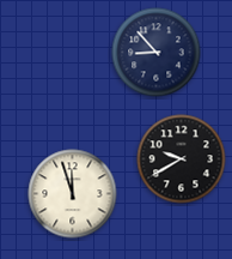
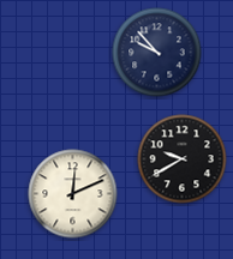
clock at (157, 53): 8:53 -> 9:53
clock at (73, 194): 11:57 -> 12:11
